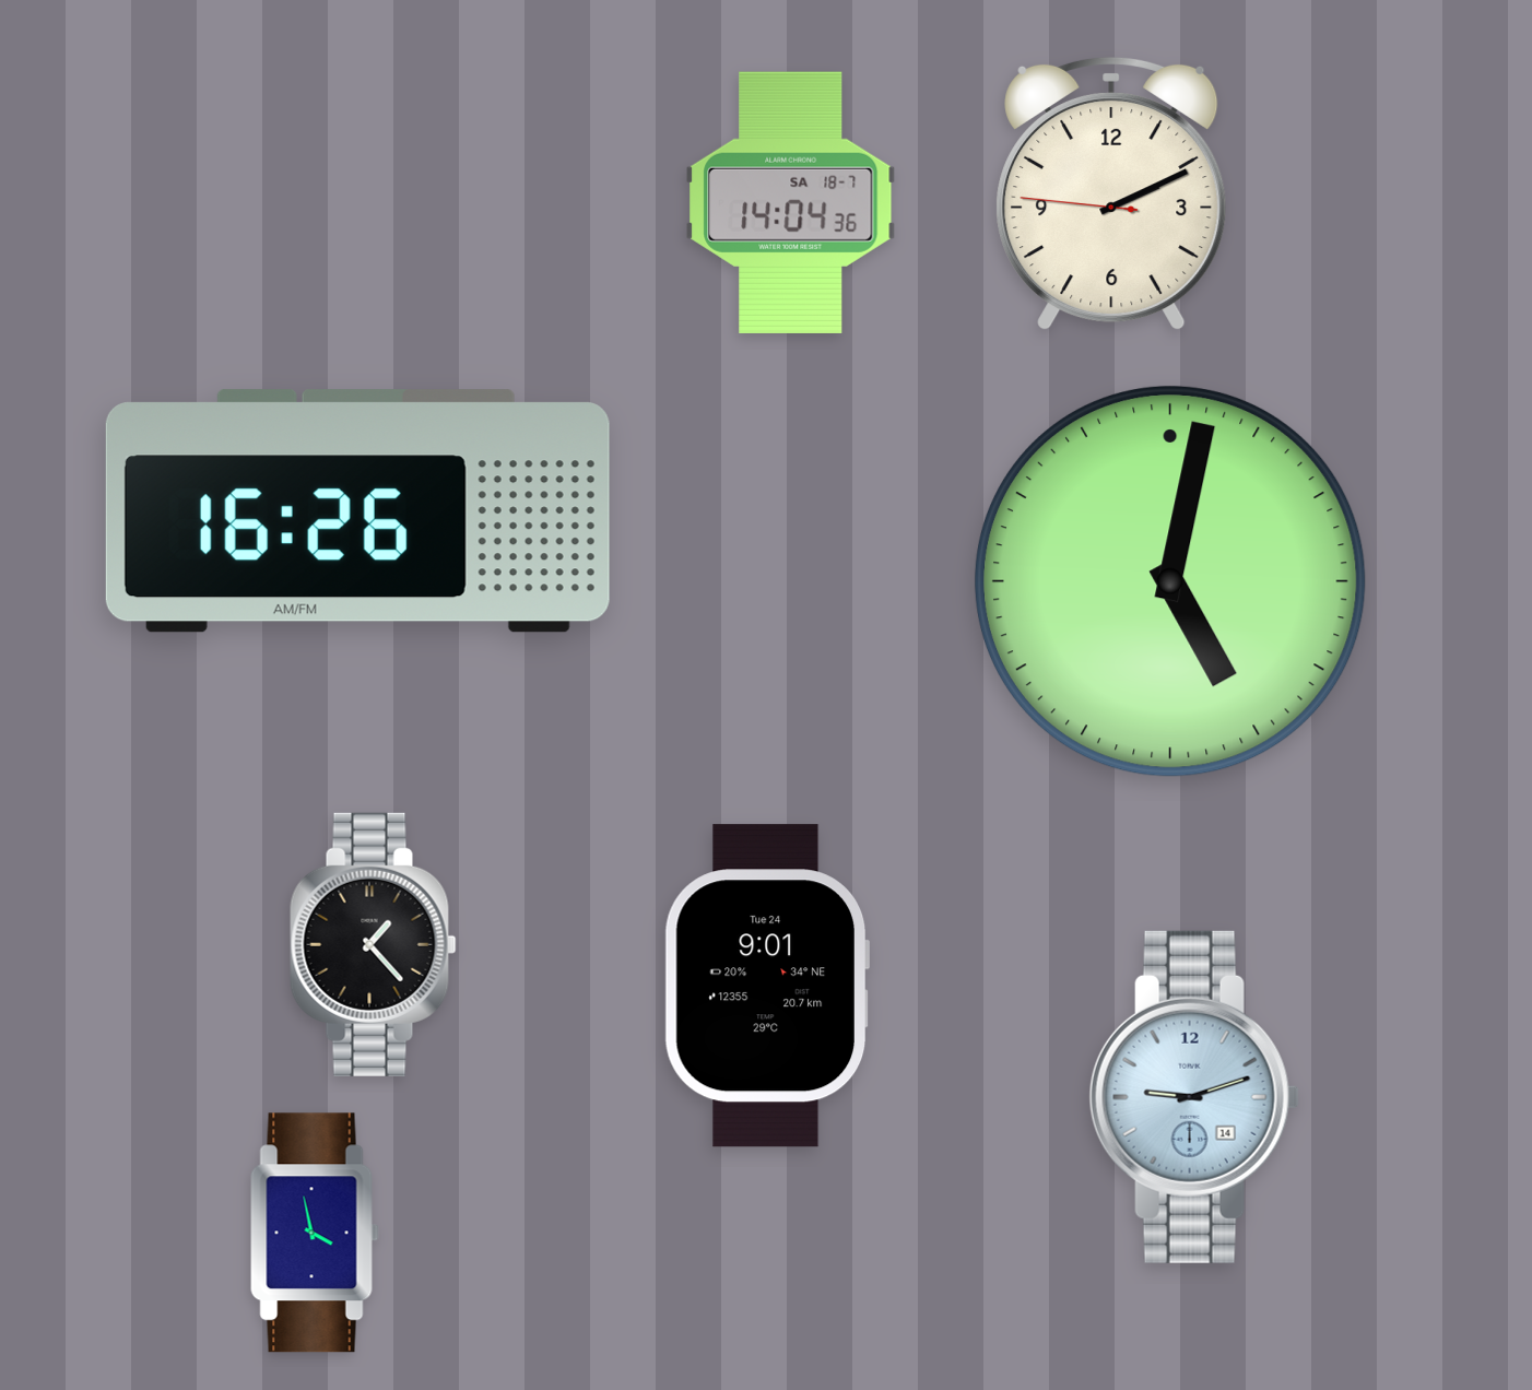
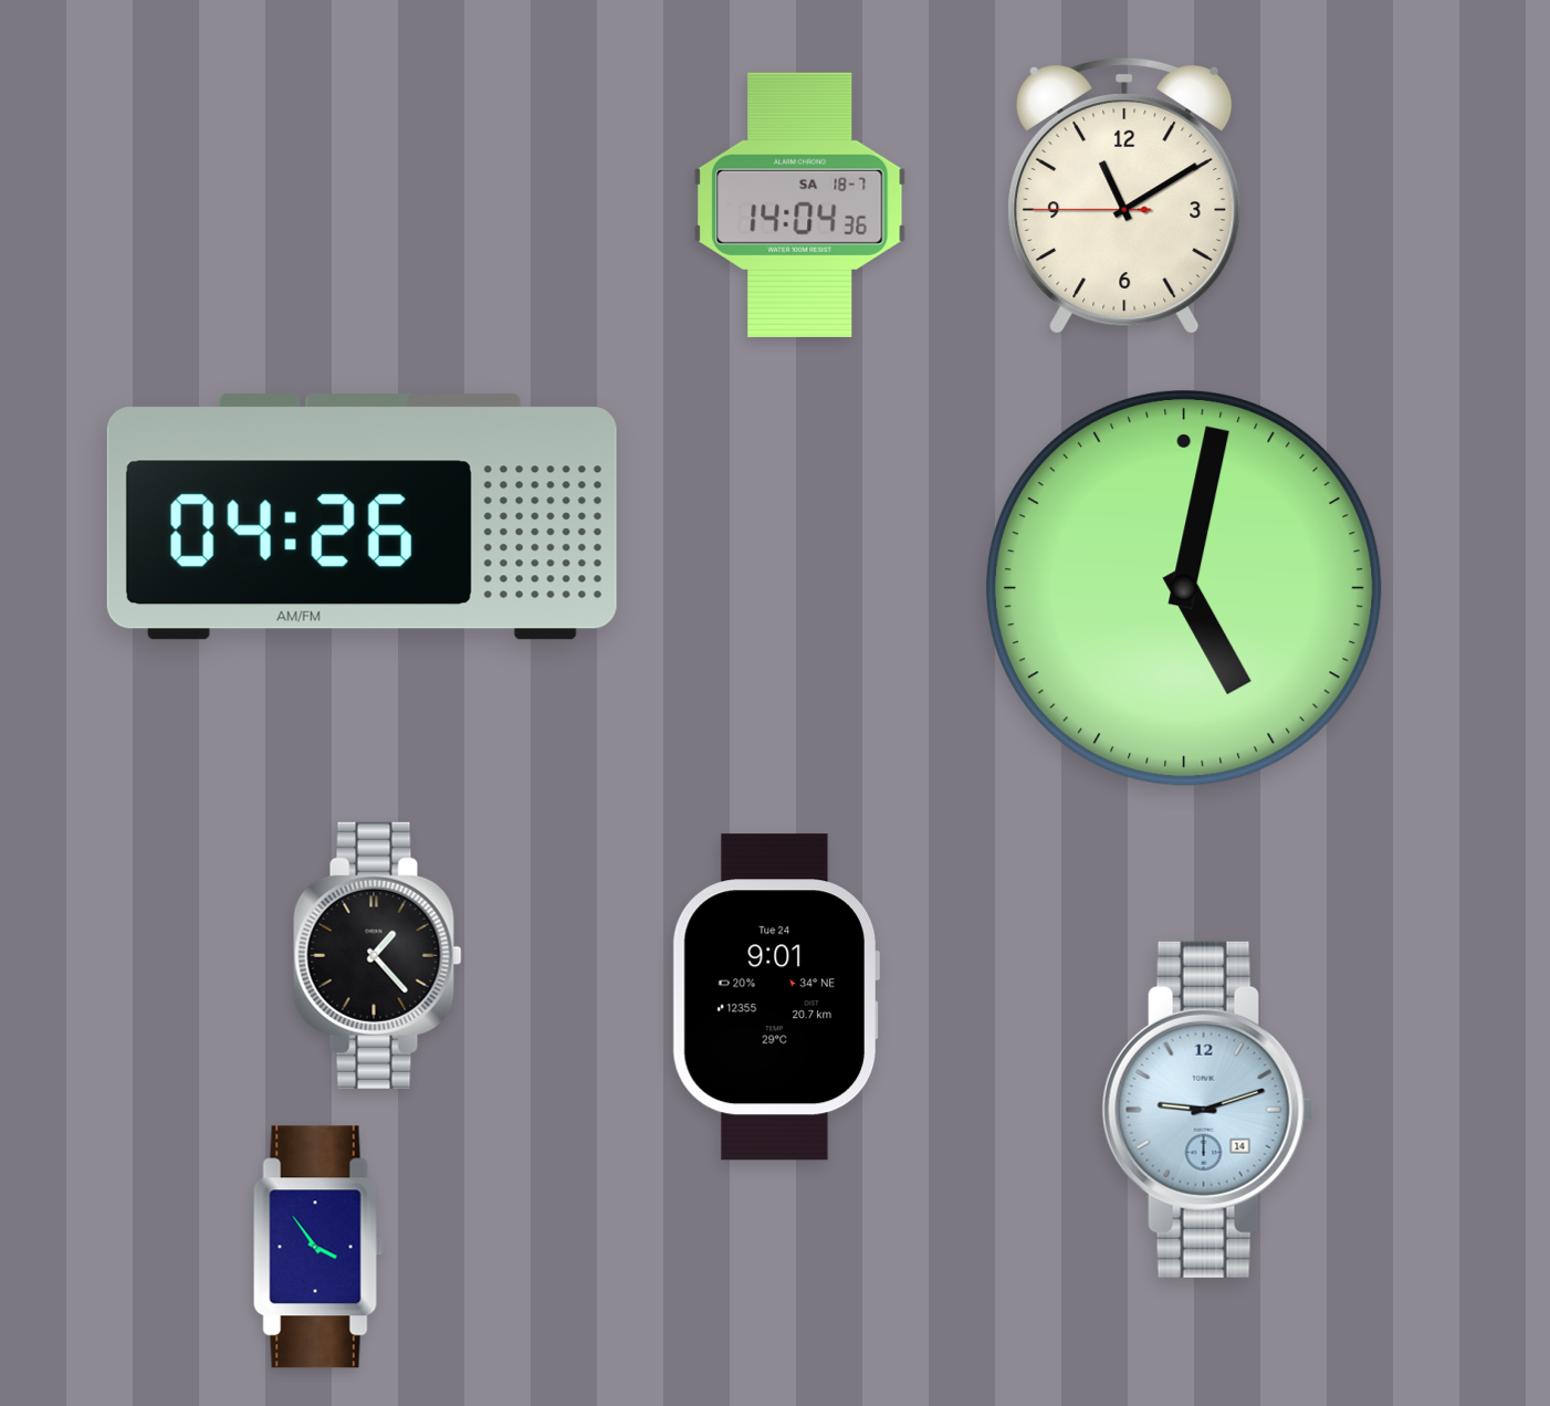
clock at (1111, 193): 2:10 -> 11:09
clock at (357, 511): 16:26 -> 04:26
clock at (315, 1233): 3:58 -> 3:54
